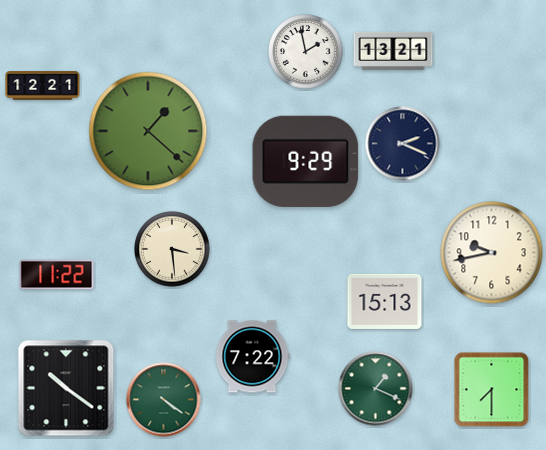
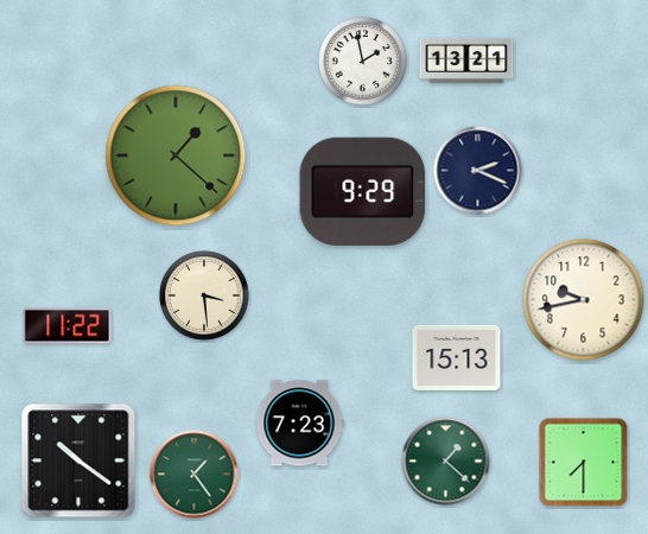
clock at (43, 86): 12:21 -> none
clock at (252, 357): 7:22 -> 7:23
clock at (376, 389): 1:19 -> 1:22
clock at (164, 400): 4:21 -> 1:24
